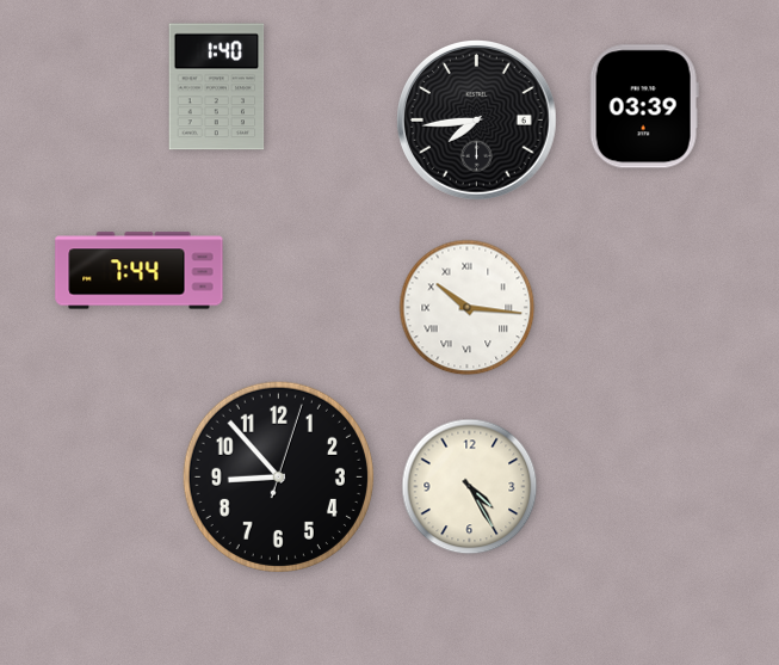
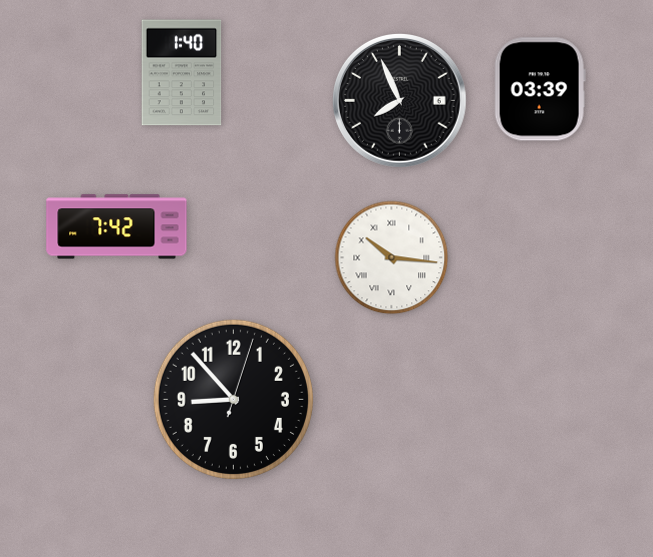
clock at (477, 121): 7:44 -> 7:56
clock at (140, 271): 7:44 -> 7:42
clock at (470, 487): 4:25 -> none
